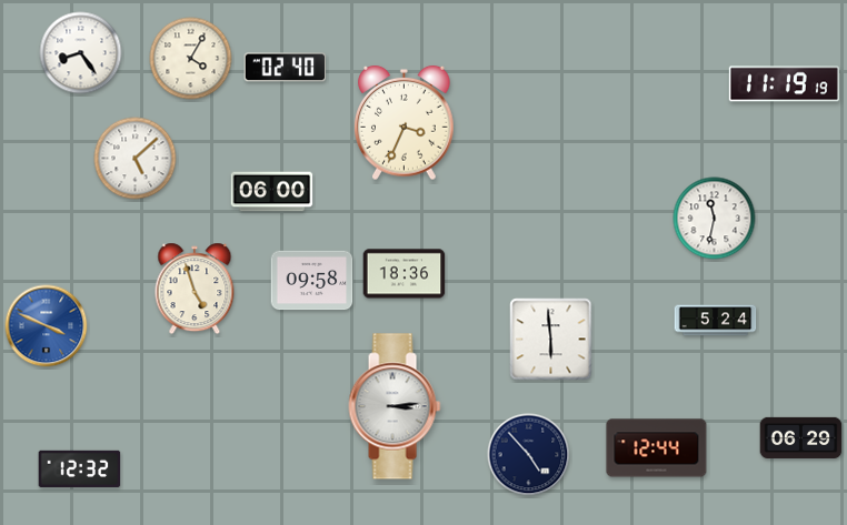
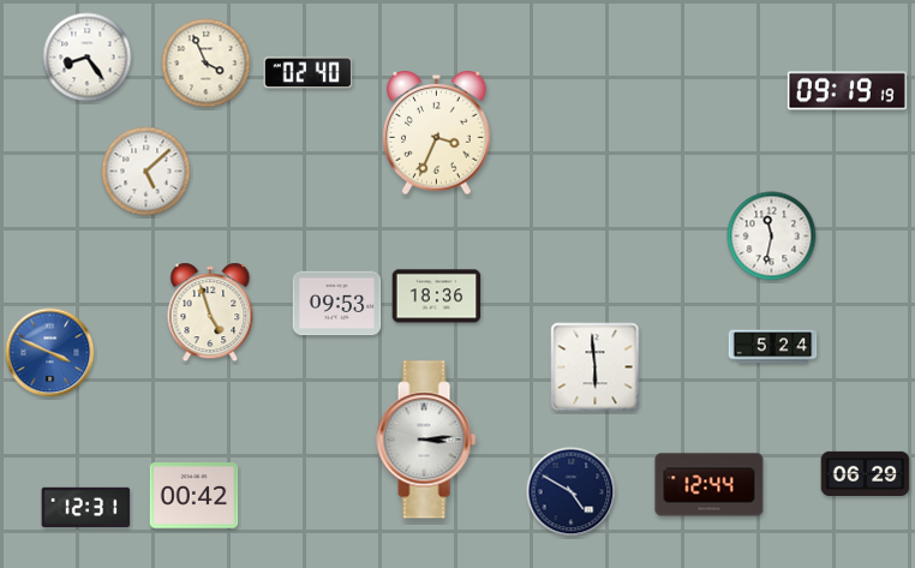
clock at (191, 59): 4:05 -> 3:56
clock at (784, 84): 11:19 -> 09:19
clock at (272, 192): 06:00 -> none
clock at (312, 281): 09:58 -> 09:53
clock at (529, 455): 4:53 -> 4:50
clock at (195, 496): none -> 00:42
clock at (80, 468): 12:32 -> 12:31
